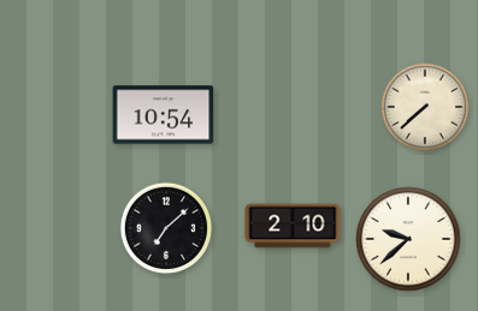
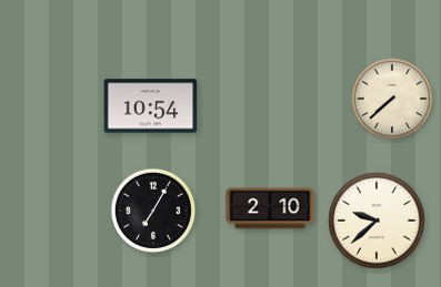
clock at (165, 227): 7:08 -> 7:05
